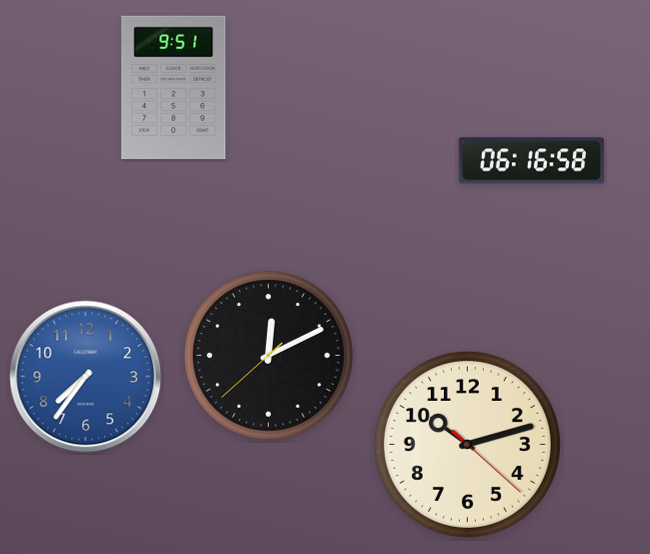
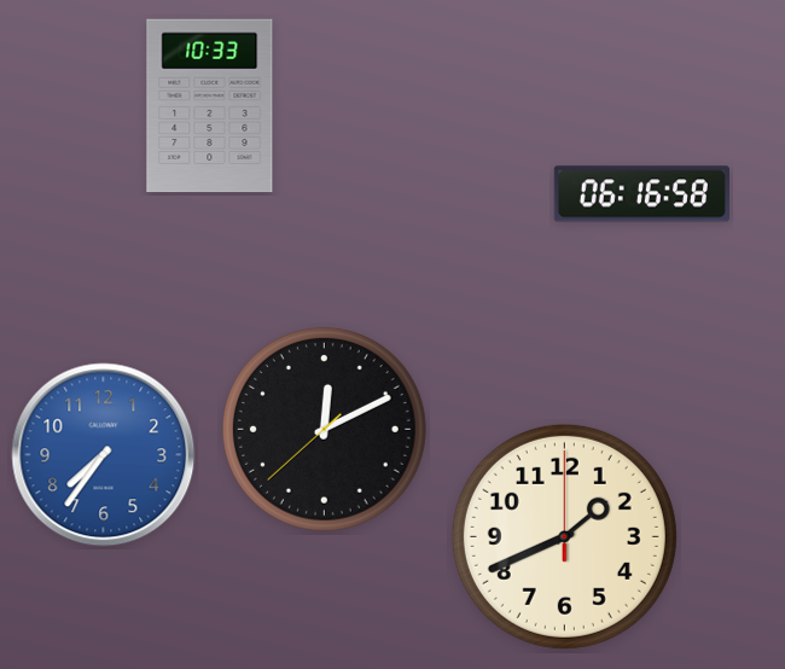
clock at (174, 88): 9:51 -> 10:33
clock at (467, 444): 10:12 -> 1:41
